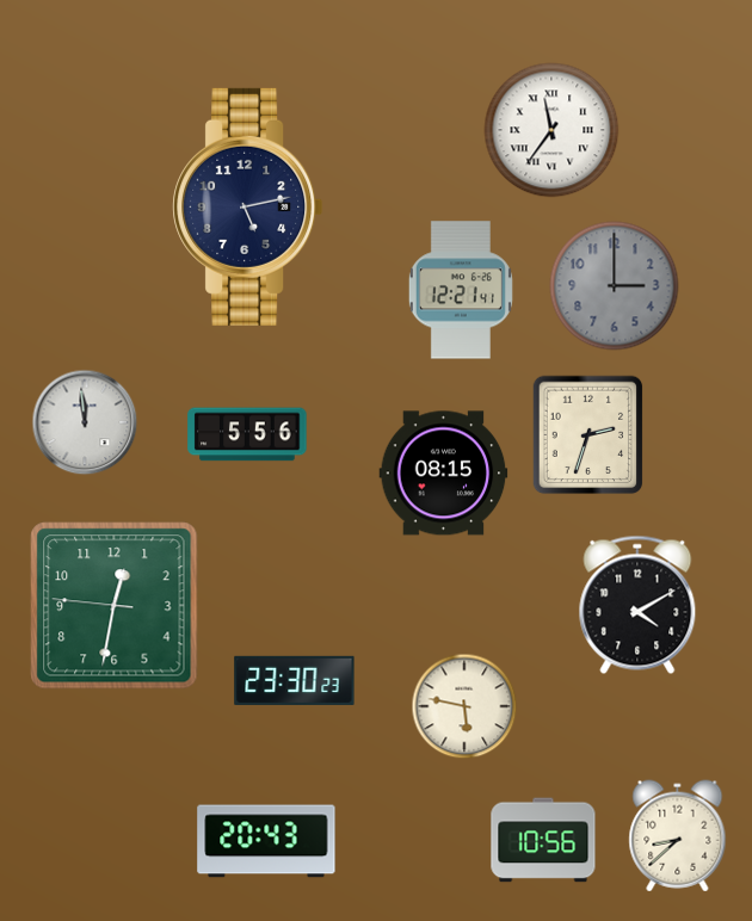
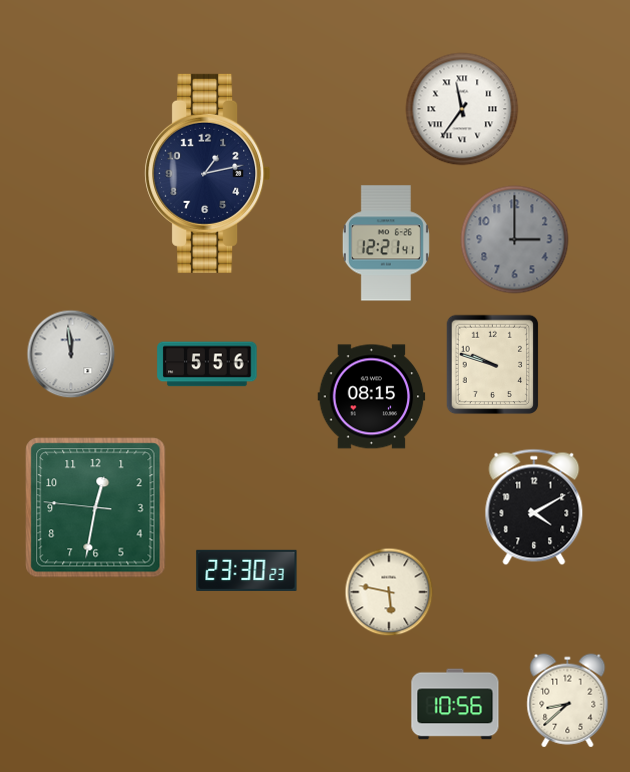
clock at (248, 206): 5:13 -> 1:13
clock at (588, 435): 2:33 -> 9:48
clock at (266, 841): 20:43 -> none
